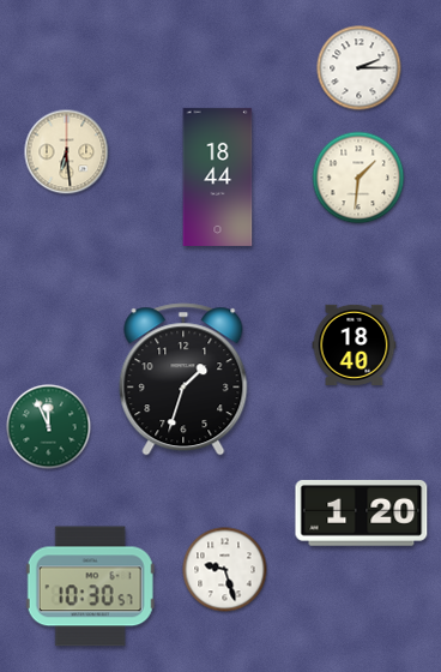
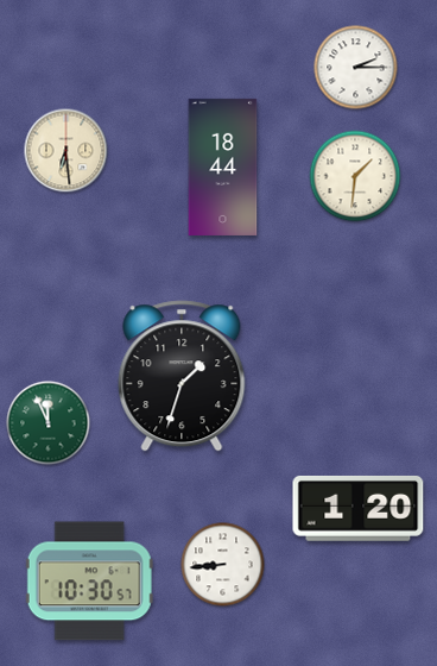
clock at (218, 176) position: (218, 176) -> (223, 166)
clock at (355, 344): 18:40 -> none
clock at (225, 570): 9:27 -> 8:44
